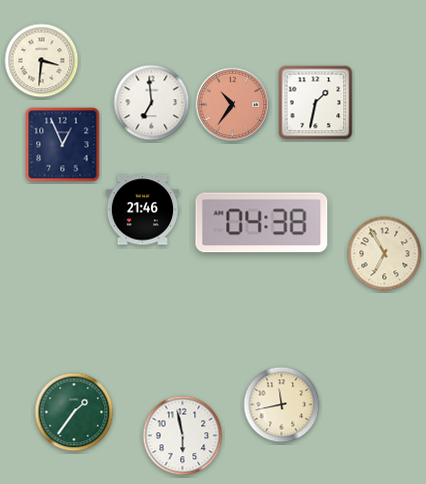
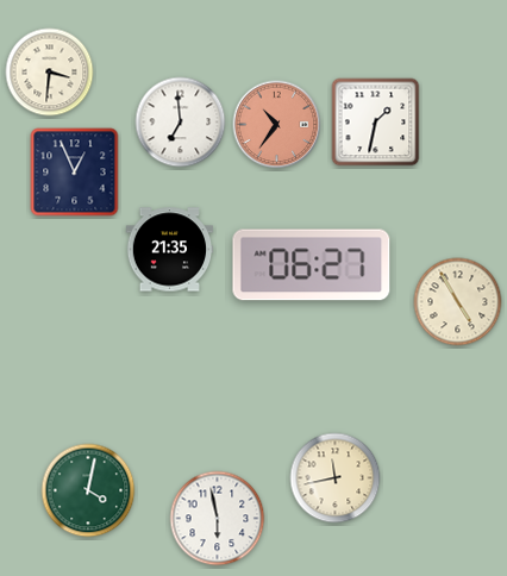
clock at (143, 210): 21:46 -> 21:35
clock at (262, 223): 04:38 -> 06:27
clock at (385, 254): 6:55 -> 4:55
clock at (282, 405) position: (282, 405) -> (336, 478)
clock at (74, 412): 1:36 -> 4:02
